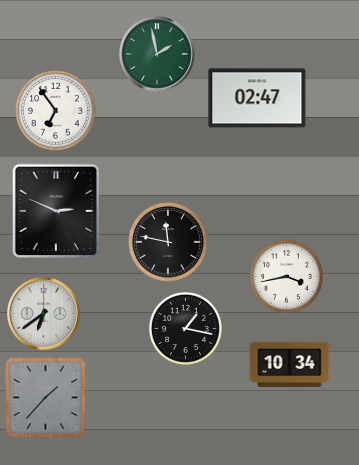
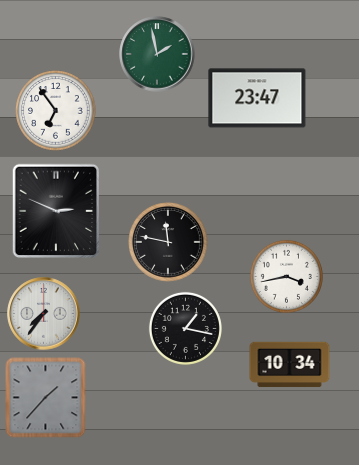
clock at (257, 98): 02:47 -> 23:47
clock at (44, 314): 6:39 -> 7:36
